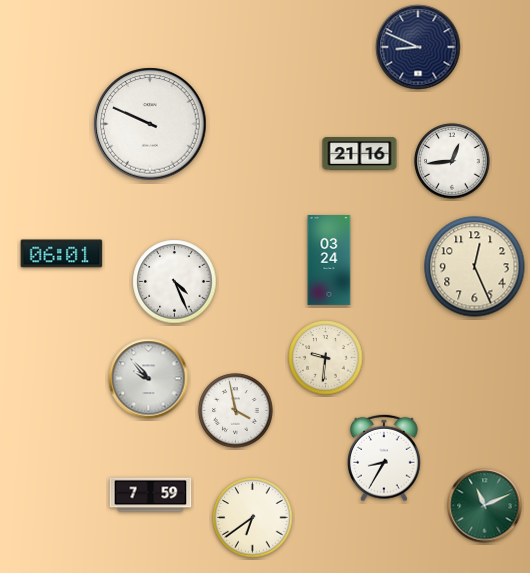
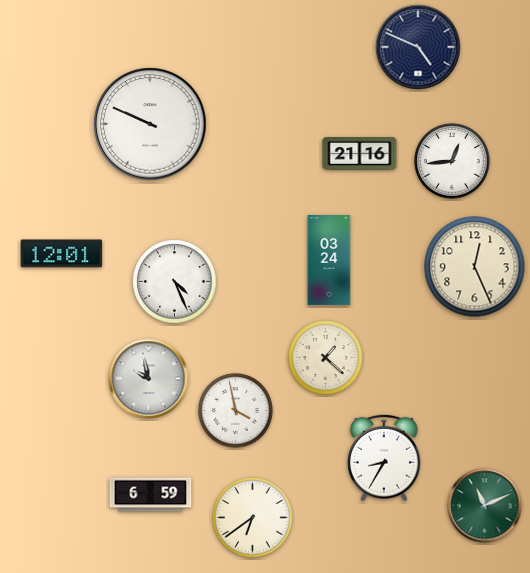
clock at (418, 47): 8:49 -> 4:49
clock at (62, 254): 06:01 -> 12:01
clock at (326, 358): 9:31 -> 1:22
clock at (149, 379): 9:53 -> 9:58
clock at (151, 495): 7:59 -> 6:59
